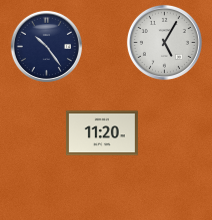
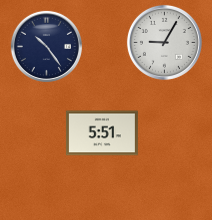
clock at (164, 42): 5:05 -> 9:05
clock at (102, 133): 11:20 -> 5:51
